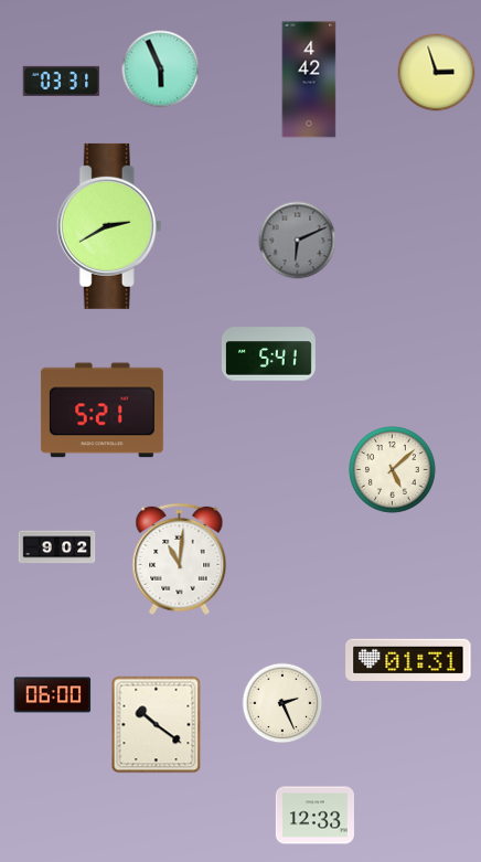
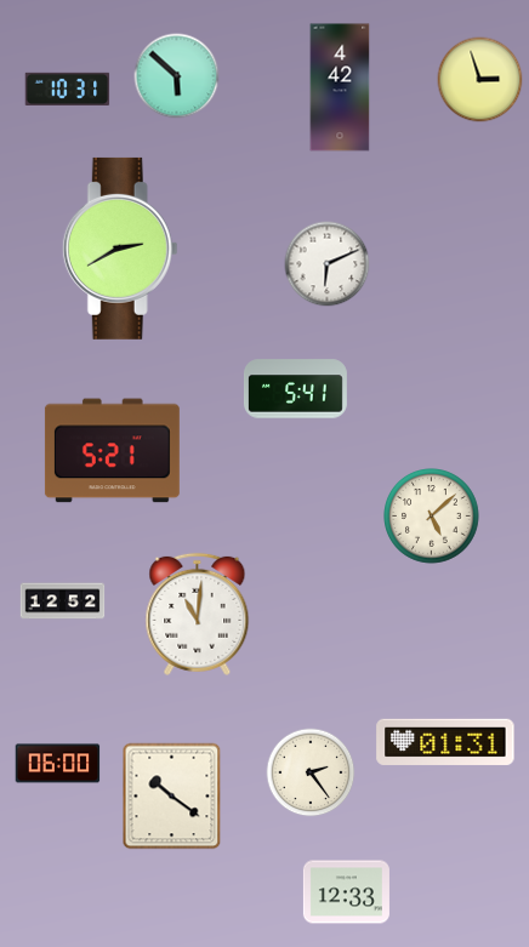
clock at (161, 70): 5:56 -> 5:52
clock at (62, 81): 03:31 -> 10:31
clock at (298, 241) dial: grey -> white
clock at (57, 547): 9:02 -> 12:52
clock at (408, 660) position: (408, 660) -> (445, 742)
clock at (282, 703): 2:26 -> 2:24
clock at (314, 816) position: (314, 816) -> (346, 892)
